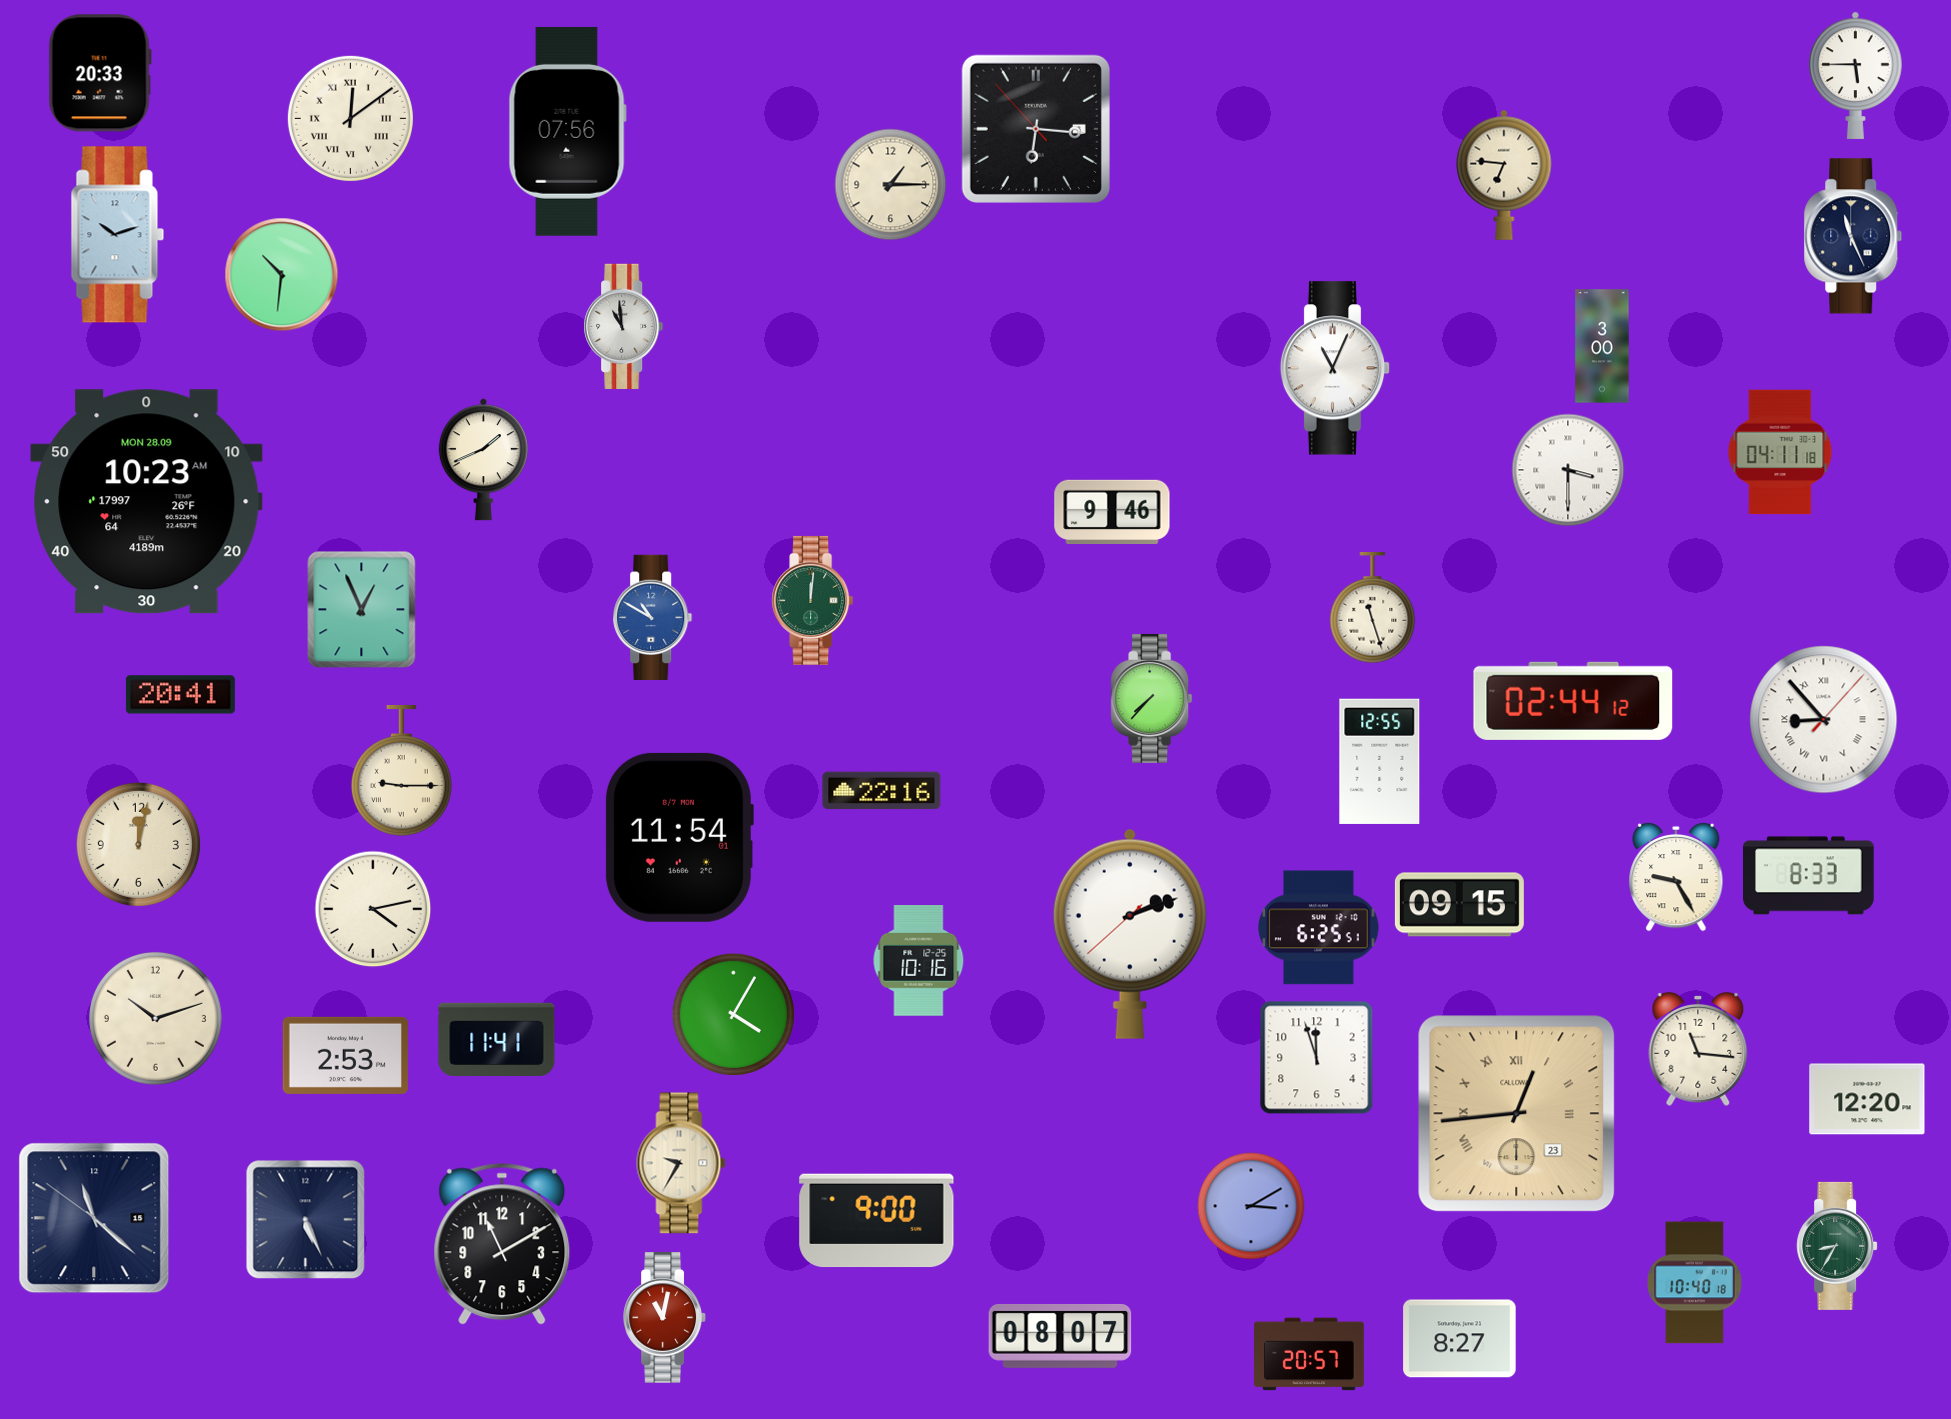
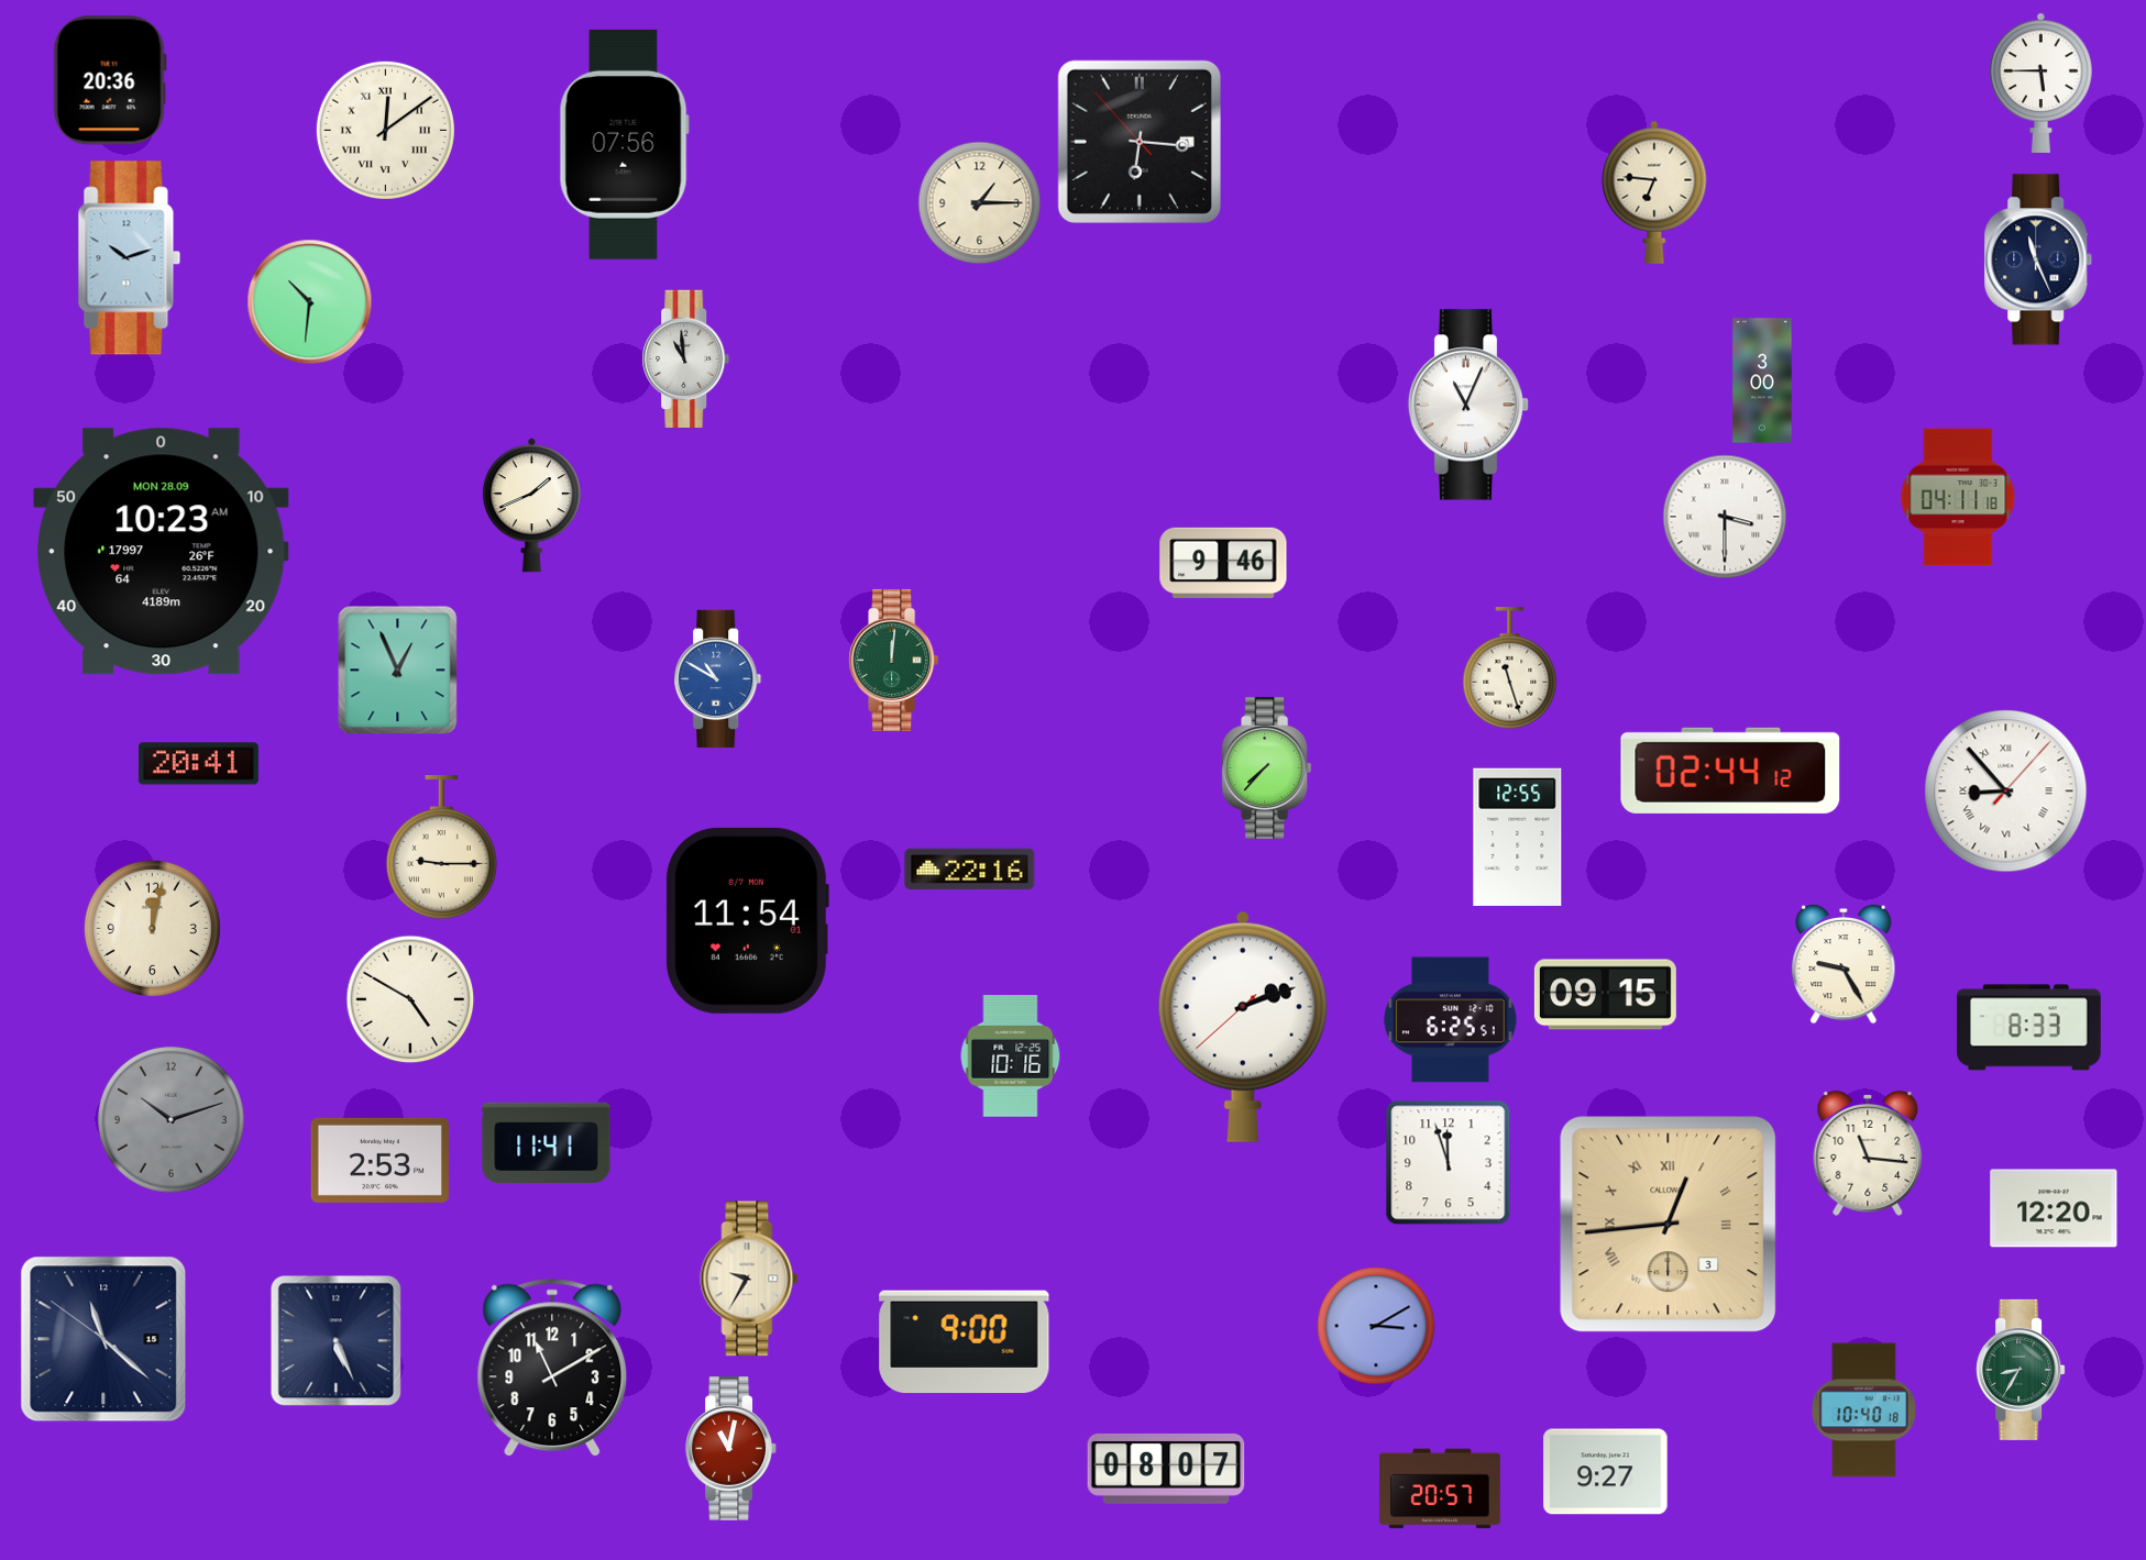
clock at (100, 73): 20:33 -> 20:36
clock at (1809, 876) position: (1809, 876) -> (2029, 1028)
clock at (373, 909): 4:13 -> 4:50
clock at (733, 1014): 4:05 -> none
clock at (155, 1018) dial: cream -> grey
clock at (1517, 1114) date: 23 -> 3
clock at (1460, 1339): 8:27 -> 9:27
